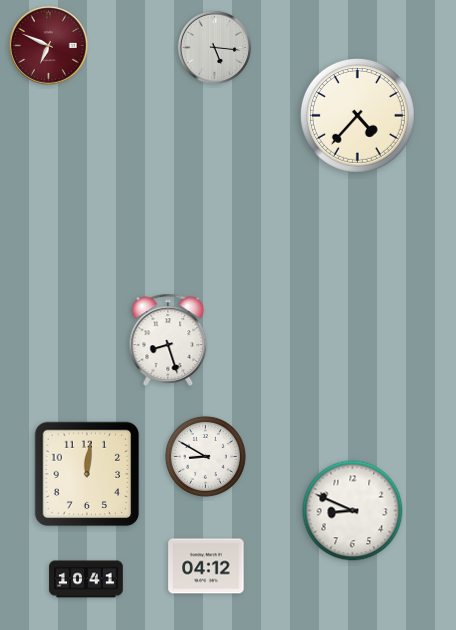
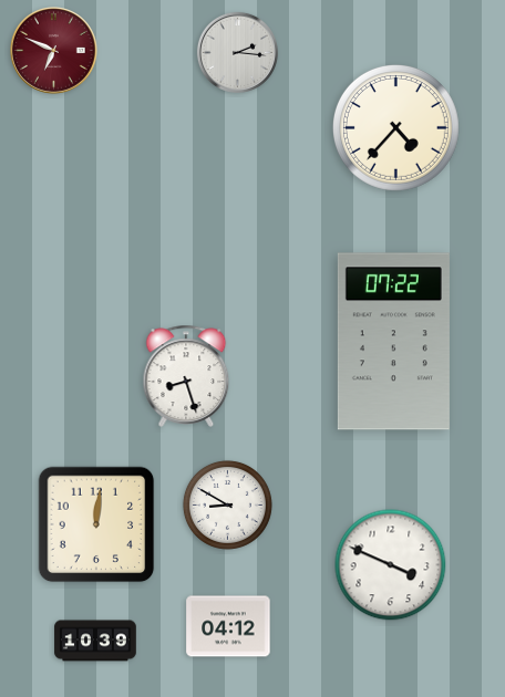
clock at (214, 47): 5:16 -> 2:16
clock at (393, 342): none -> 07:22
clock at (353, 511): 8:49 -> 3:49
clock at (86, 579): 10:41 -> 10:39
